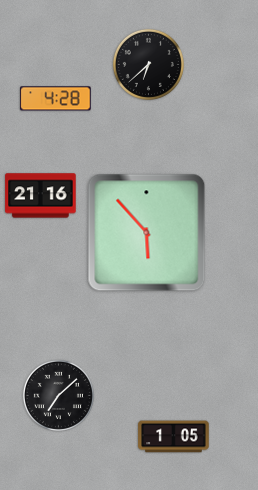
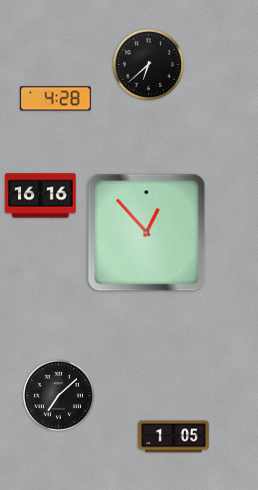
clock at (41, 196): 21:16 -> 16:16
clock at (147, 233): 5:53 -> 12:53
